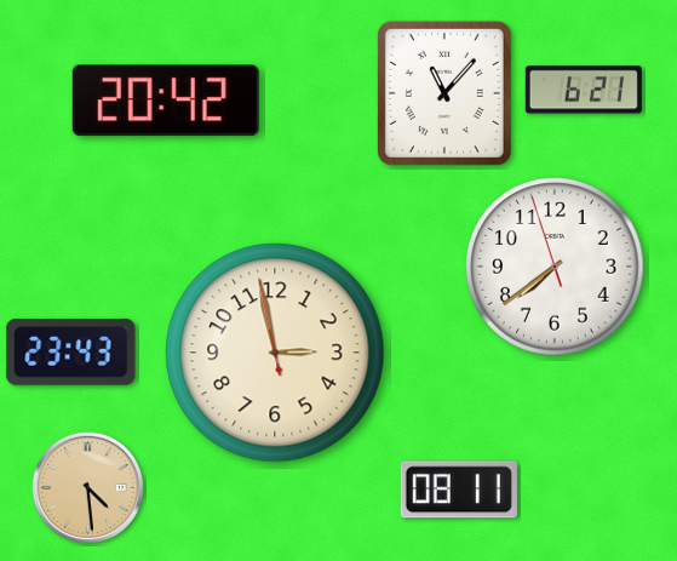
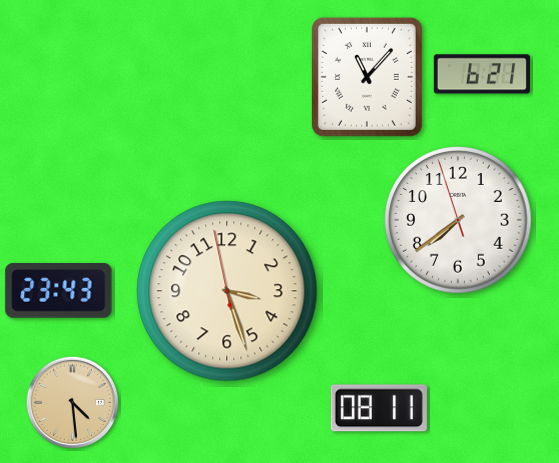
clock at (166, 101): 20:42 -> none
clock at (275, 353): 2:57 -> 3:26
clock at (459, 490) position: (459, 490) -> (379, 408)
